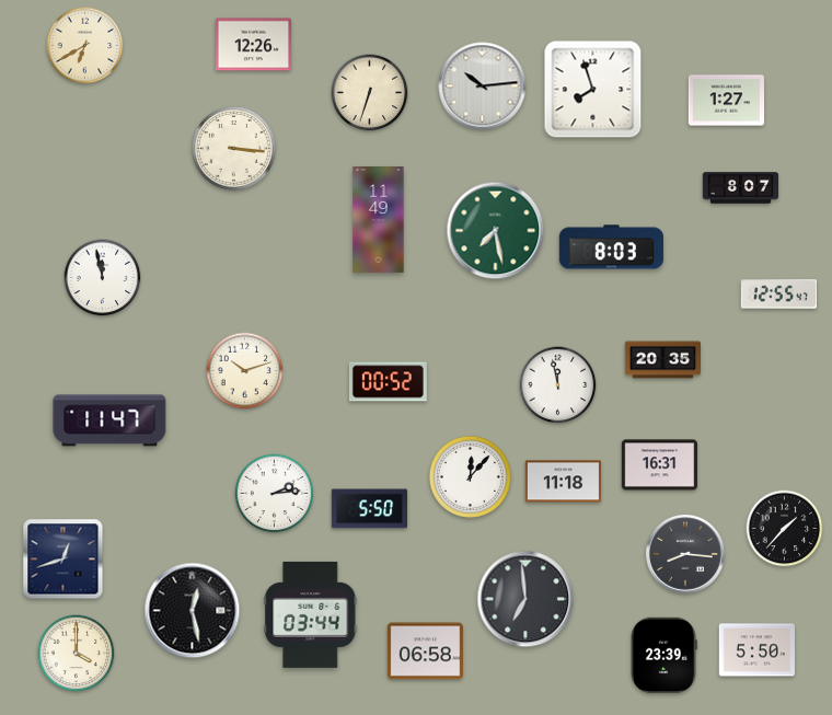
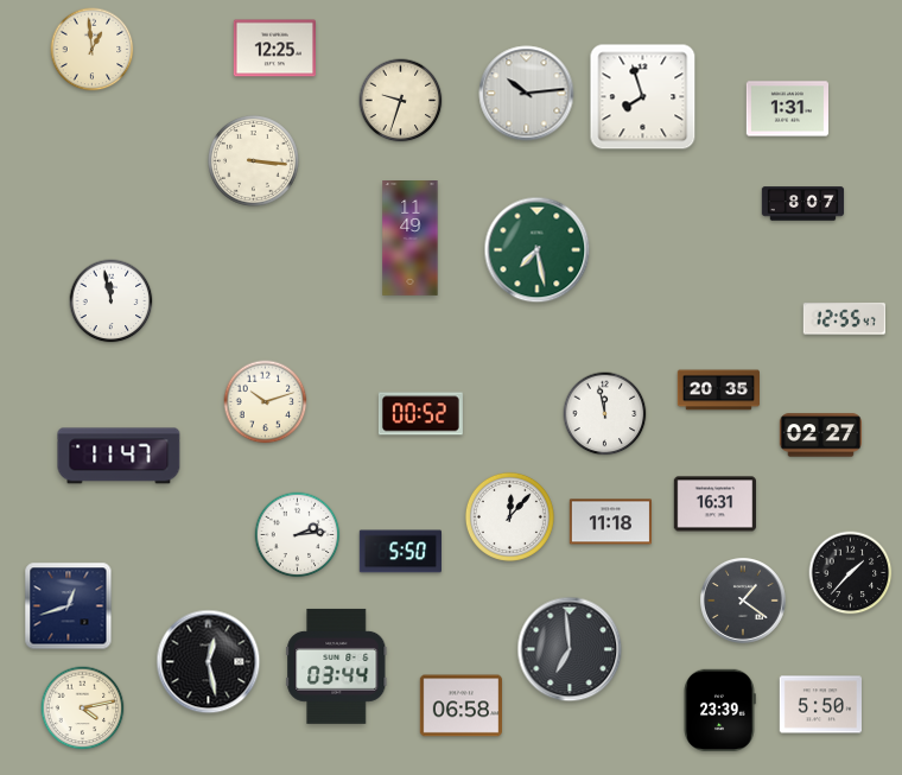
clock at (253, 45): 12:26 -> 12:25
clock at (85, 46): 6:40 -> 12:59
clock at (483, 87) position: (483, 87) -> (527, 94)
clock at (370, 93): 6:33 -> 9:33
clock at (727, 101): 1:27 -> 1:31
clock at (611, 247): 8:03 -> none
clock at (558, 385) position: (558, 385) -> (605, 414)
clock at (820, 436): none -> 02:27
clock at (686, 555): 8:16 -> 1:21
clock at (77, 654): 4:00 -> 4:13
